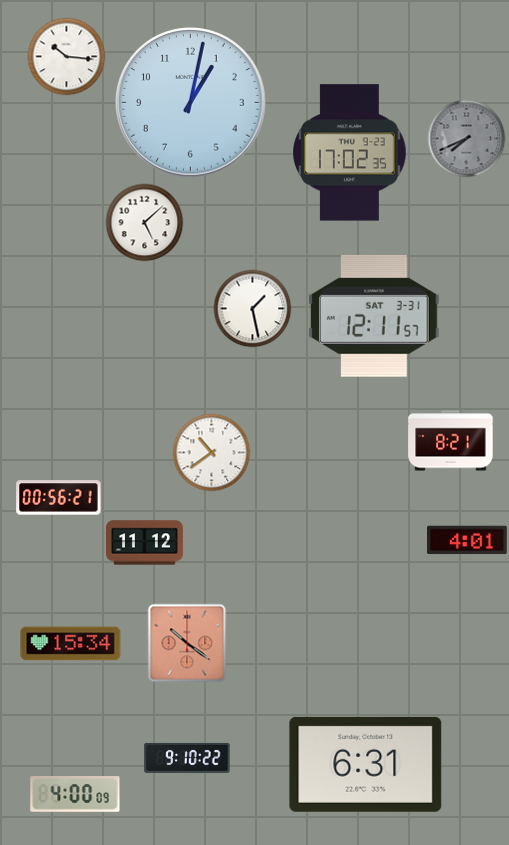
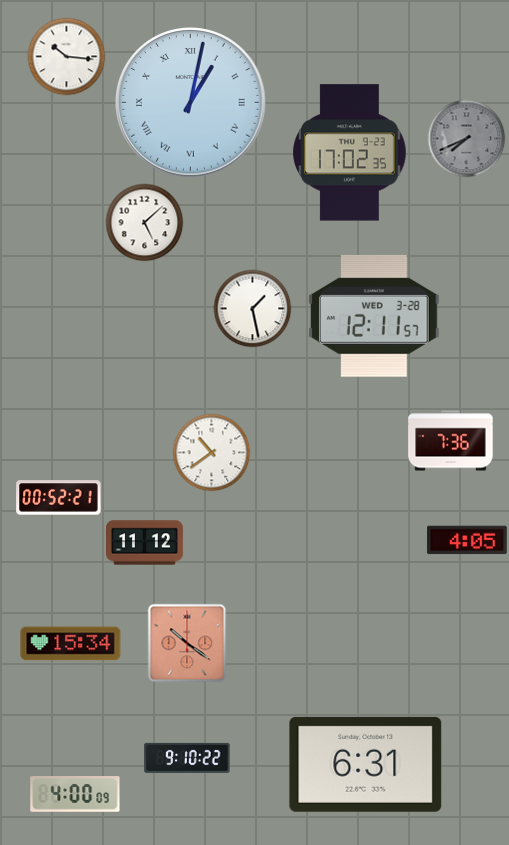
clock at (191, 103) numerals: Arabic -> Roman
clock at (375, 316) date: SAT 3-31 -> WED 3-28
clock at (451, 441): 8:21 -> 7:36
clock at (59, 498): 00:56 -> 00:52
clock at (467, 540): 4:01 -> 4:05
